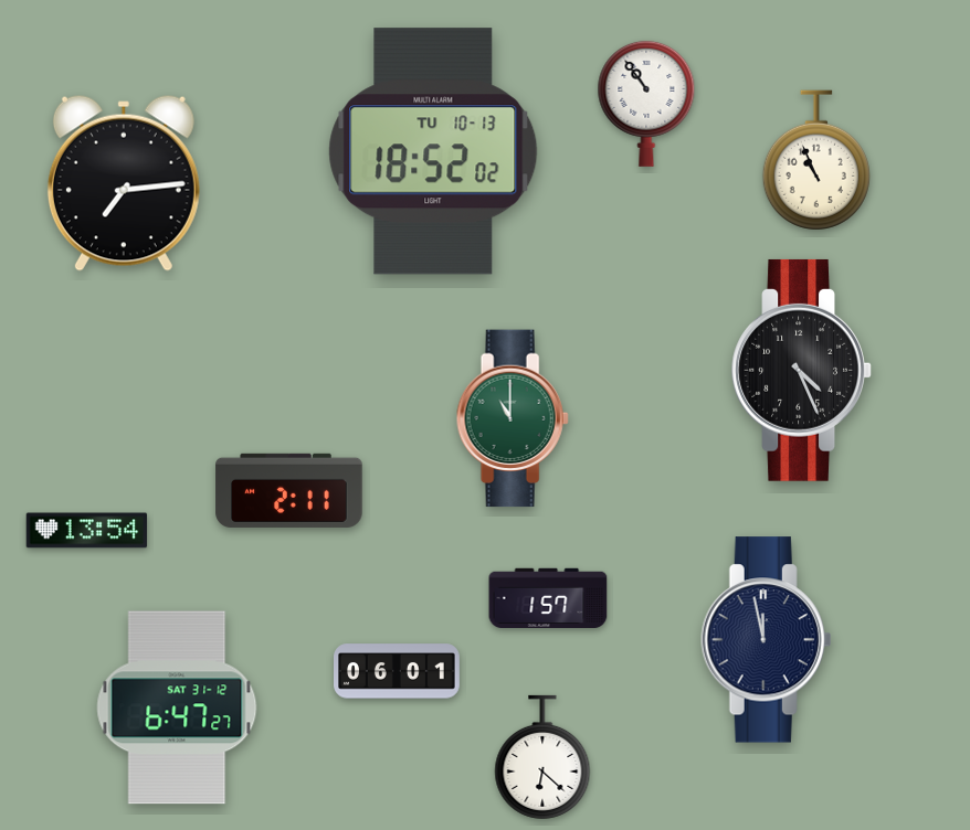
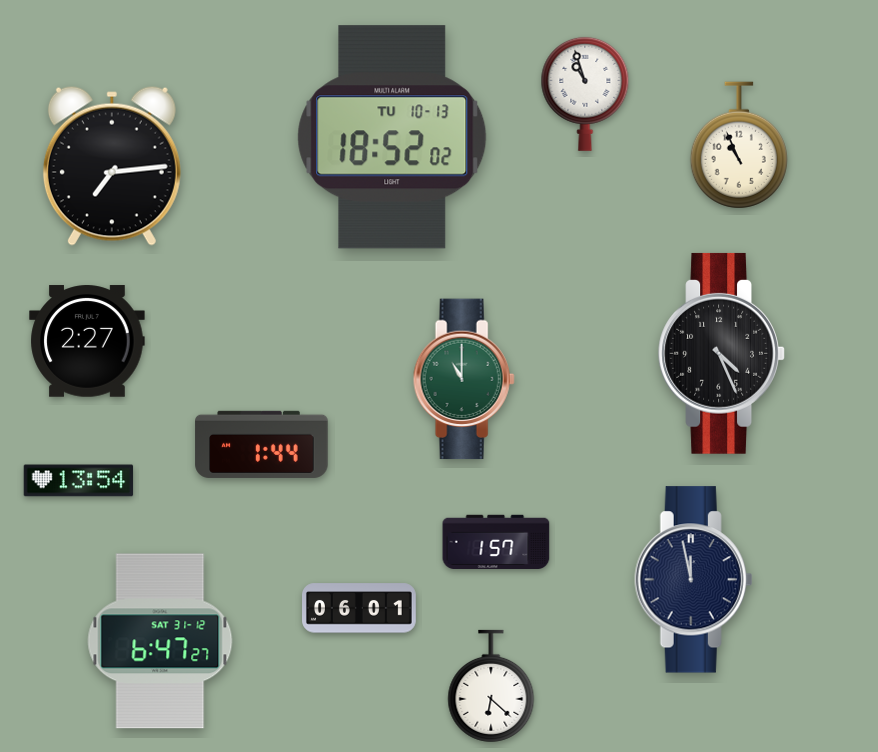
clock at (646, 104): 10:54 -> 10:57
clock at (802, 370) position: (802, 370) -> (722, 353)
clock at (87, 341): none -> 2:27
clock at (289, 490): 2:11 -> 1:44
